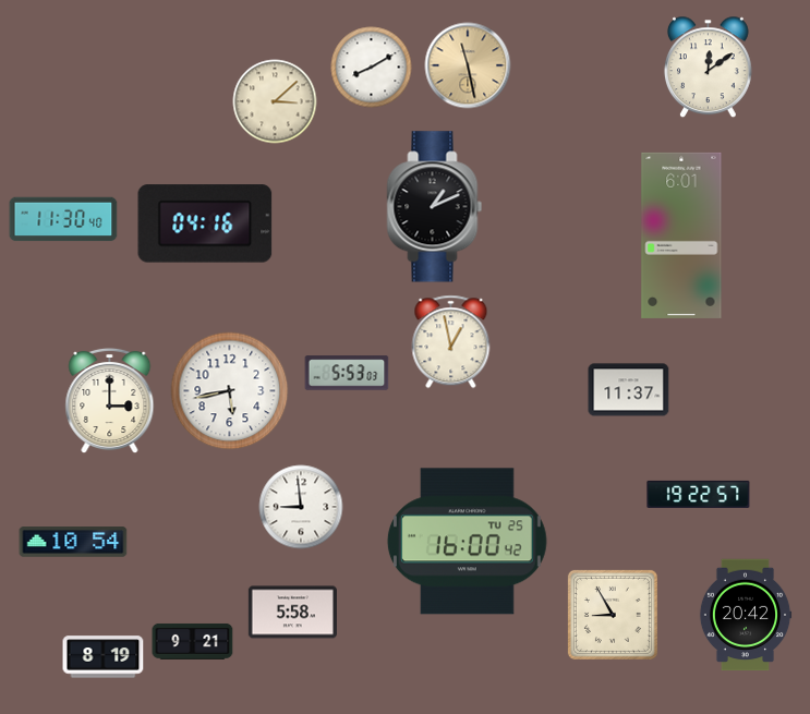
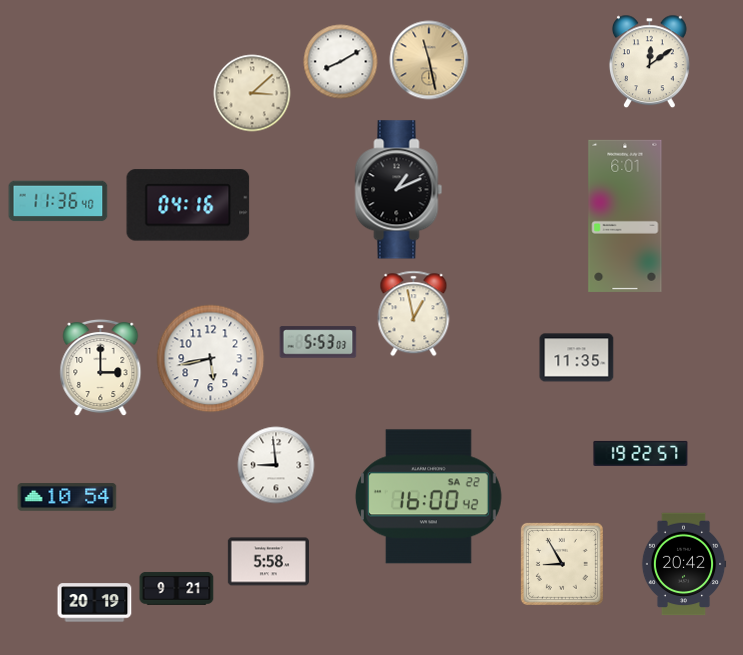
clock at (63, 219): 11:30 -> 11:36
clock at (629, 390): 11:37 -> 11:35
clock at (467, 542) date: TU 25 -> SA 22
clock at (104, 657): 8:19 -> 20:19
